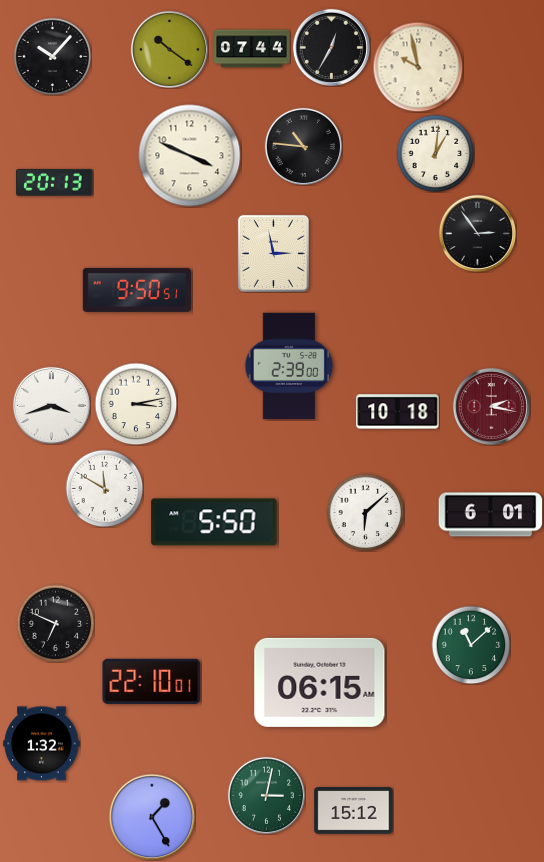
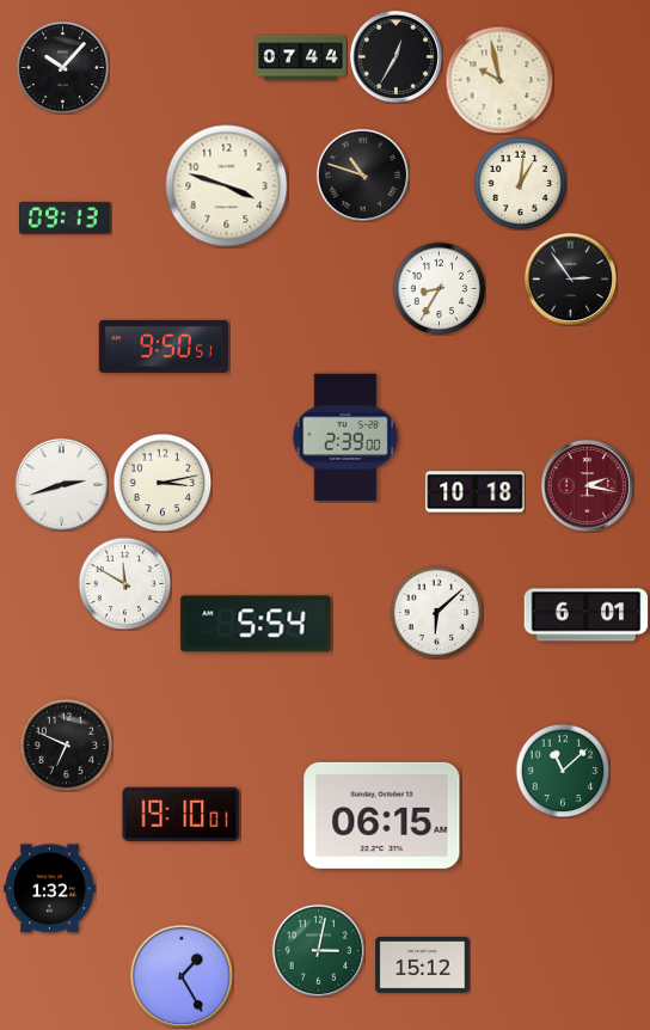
clock at (169, 49): 10:21 -> none
clock at (303, 146): 10:46 -> 10:48
clock at (190, 156): 3:49 -> 3:48
clock at (55, 182): 20:13 -> 09:13
clock at (439, 288): none -> 8:35
clock at (273, 253): 2:58 -> none
clock at (51, 405): 3:42 -> 2:42
clock at (214, 522): 5:50 -> 5:54
clock at (152, 681): 22:10 -> 19:10
clock at (354, 811) position: (354, 811) -> (423, 965)
